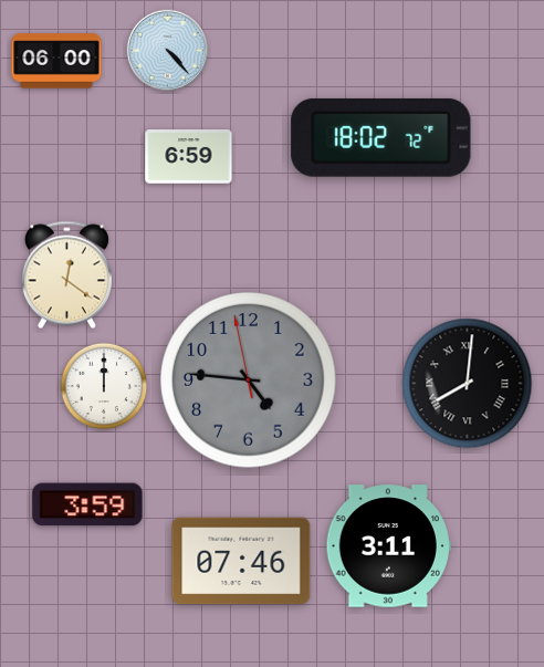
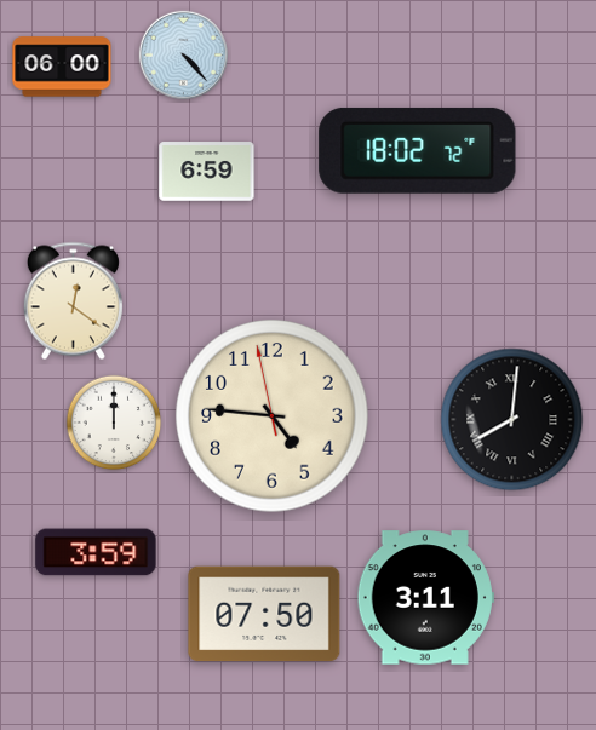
clock at (249, 381) dial: grey -> cream
clock at (241, 561): 07:46 -> 07:50
